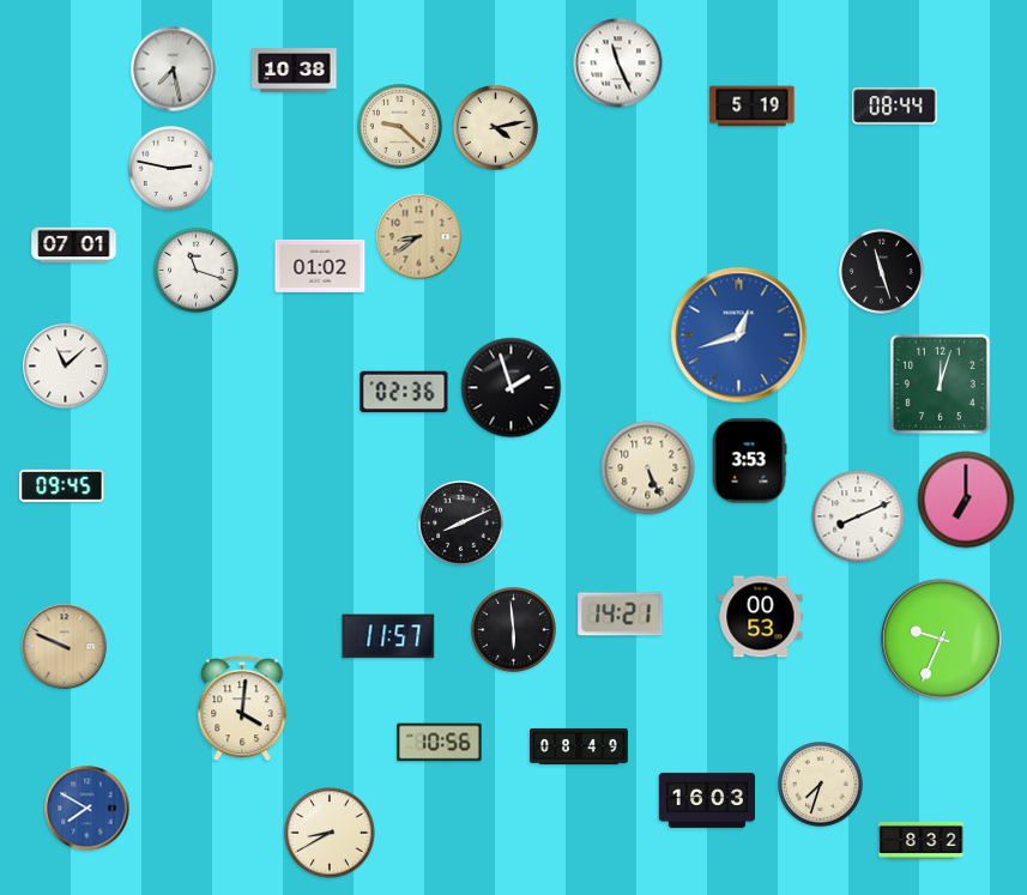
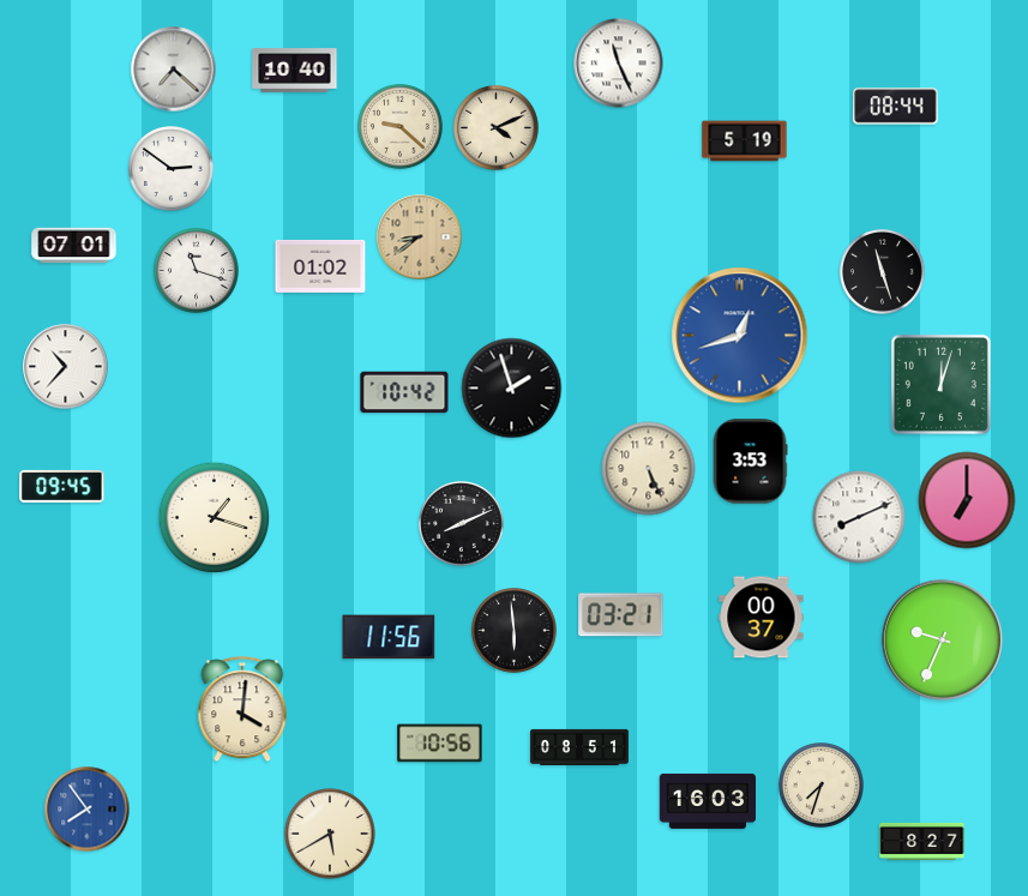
clock at (174, 69): 7:28 -> 7:22
clock at (295, 71): 10:38 -> 10:40
clock at (753, 107) position: (753, 107) -> (745, 142)
clock at (496, 128): 4:13 -> 4:11
clock at (171, 169): 2:47 -> 2:51
clock at (66, 367): 11:08 -> 10:37
clock at (404, 392): 02:36 -> 10:42
clock at (215, 518): none -> 1:18
clock at (621, 615): 14:21 -> 03:21
clock at (761, 617): 00:53 -> 00:37
clock at (388, 636): 11:57 -> 11:56
clock at (65, 647): 9:49 -> none
clock at (579, 746): 08:49 -> 08:51
clock at (87, 809): 7:50 -> 7:54
clock at (330, 833): 8:40 -> 5:40
clock at (922, 840): 8:32 -> 8:27
